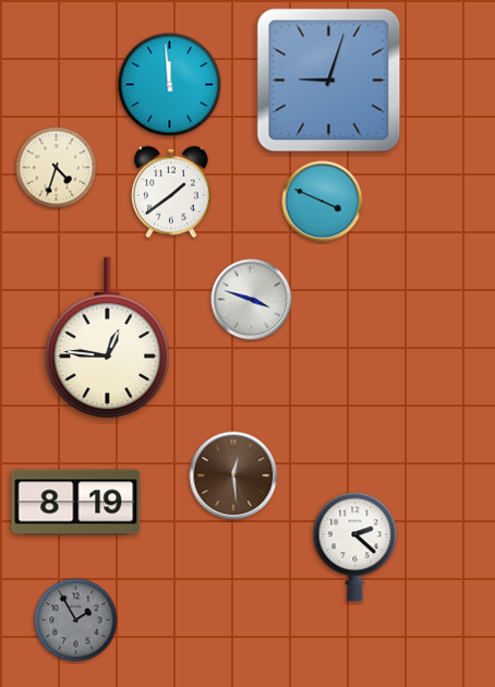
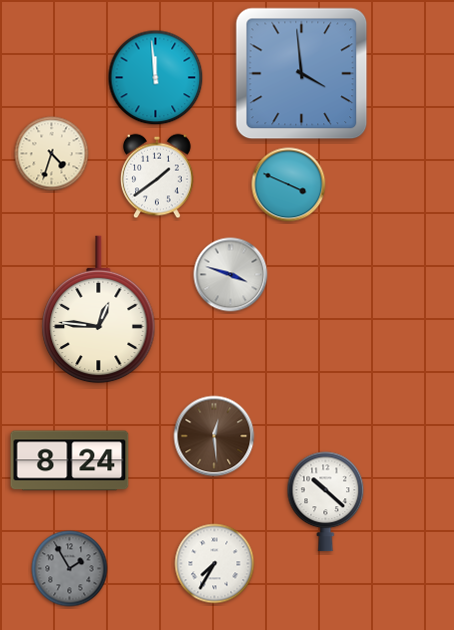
clock at (329, 81): 9:03 -> 3:59
clock at (323, 202) position: (323, 202) -> (289, 185)
clock at (76, 503): 8:19 -> 8:24
clock at (355, 547): 2:22 -> 10:22
clock at (215, 564): none -> 7:35
